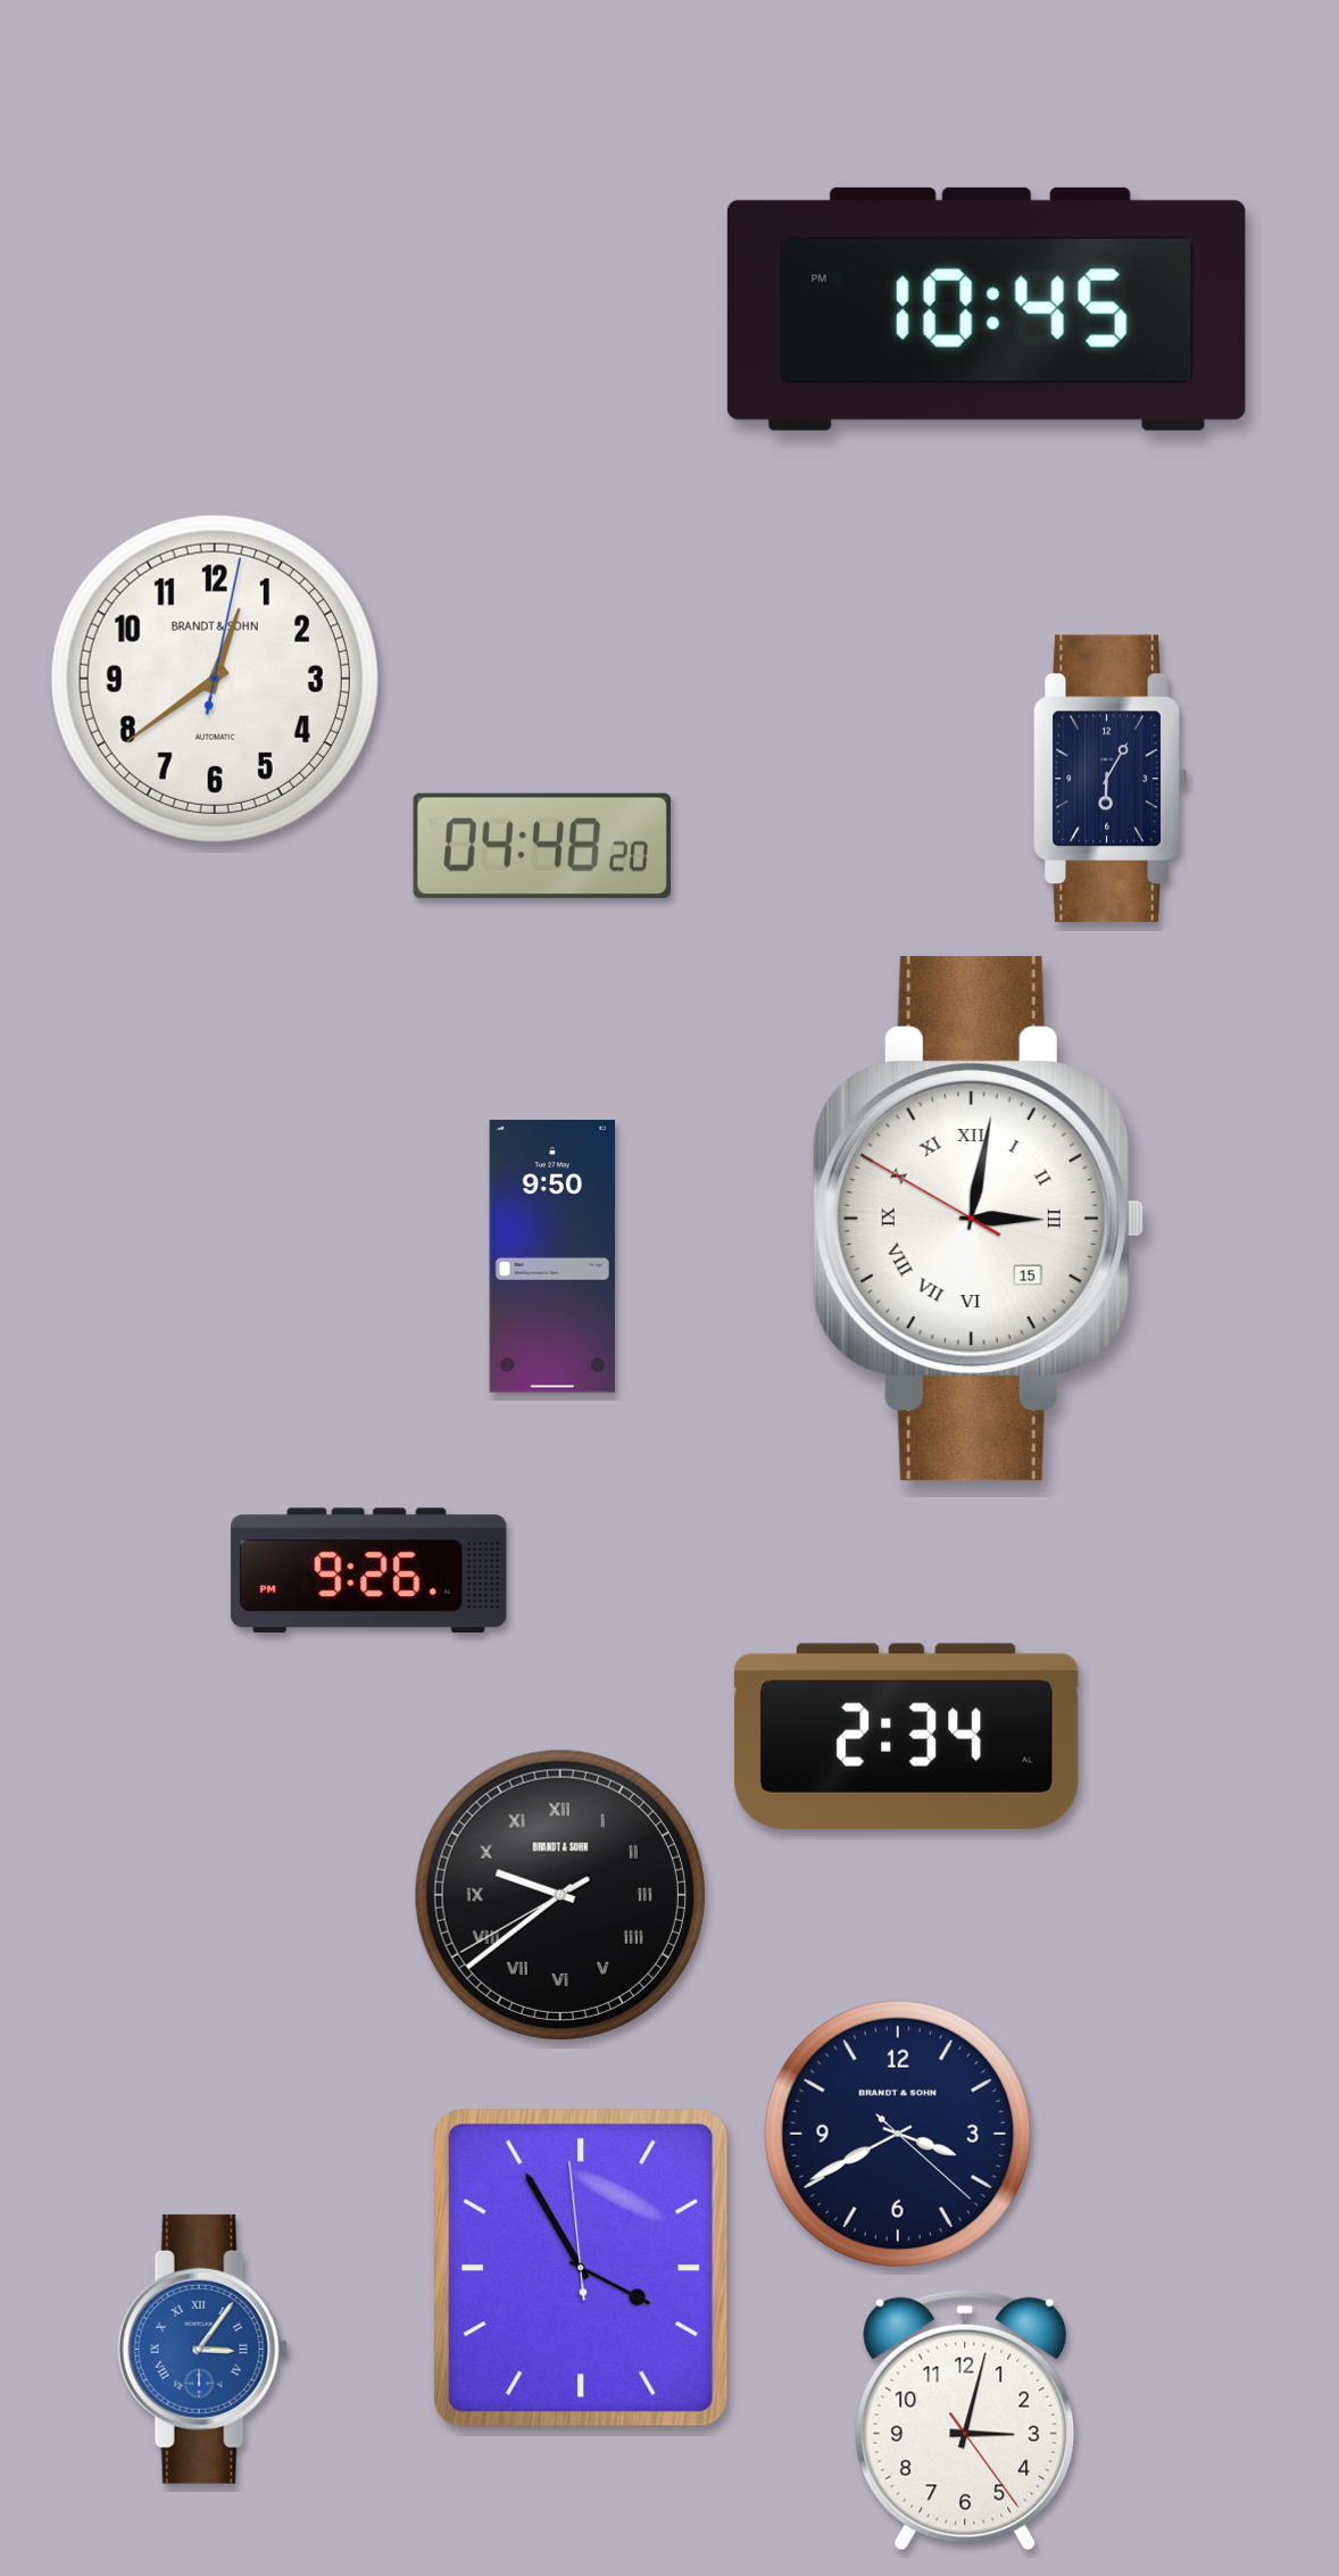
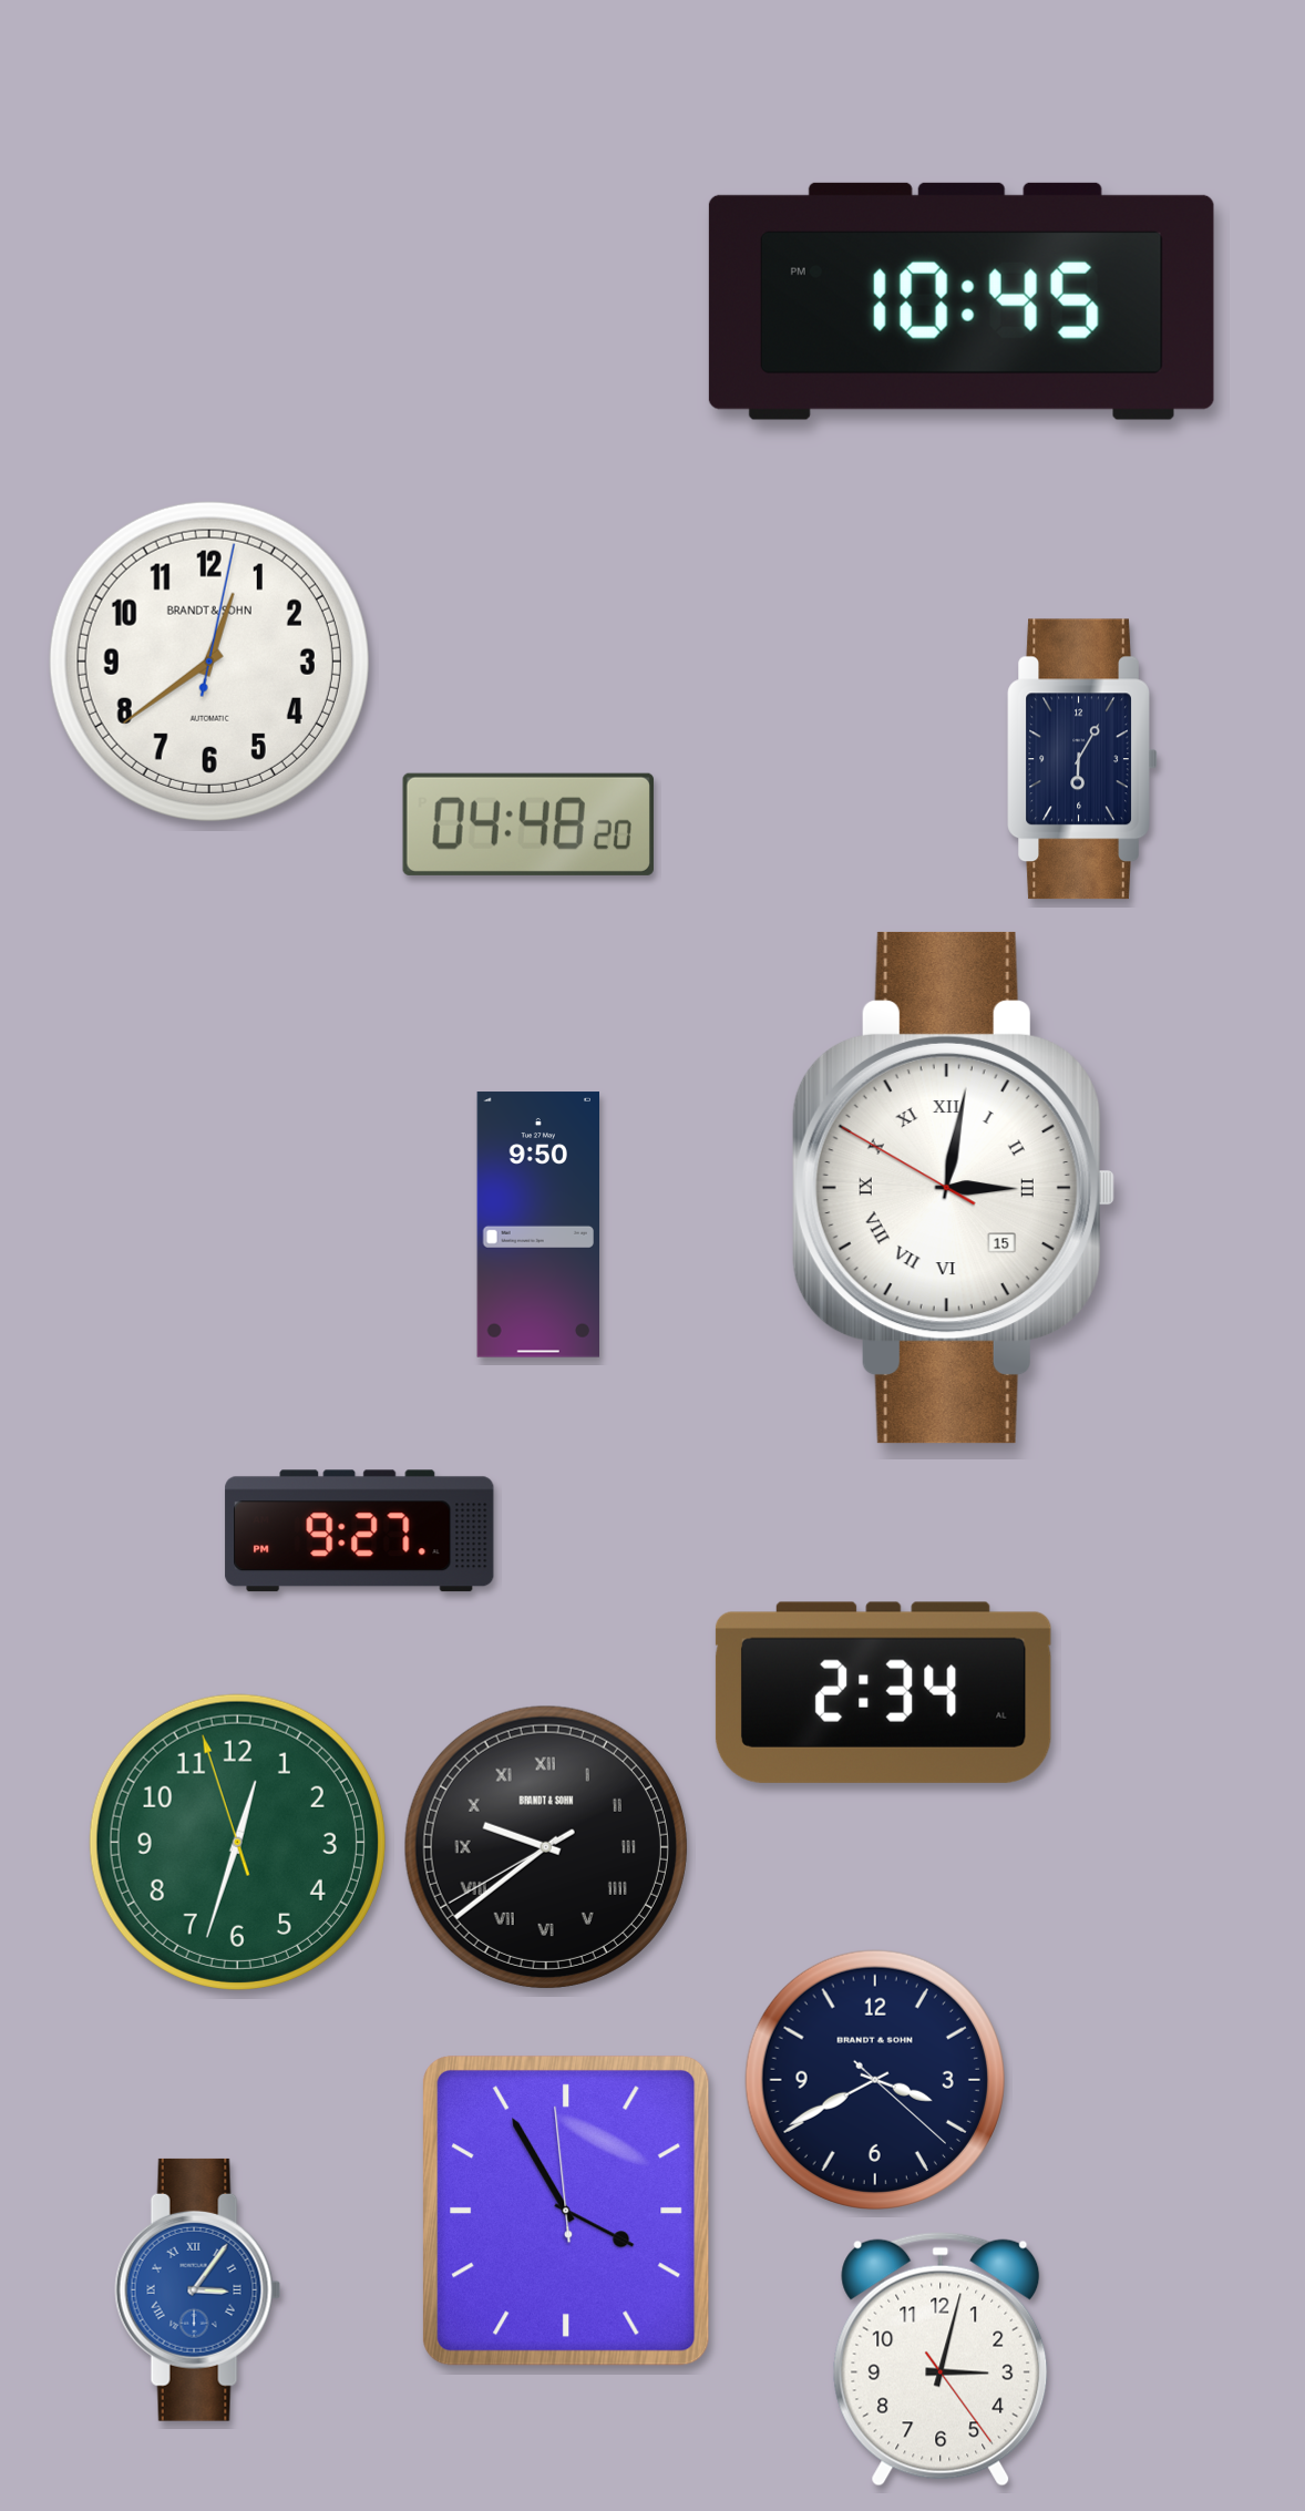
clock at (369, 1571): 9:26 -> 9:27
clock at (237, 1842): none -> 12:32
